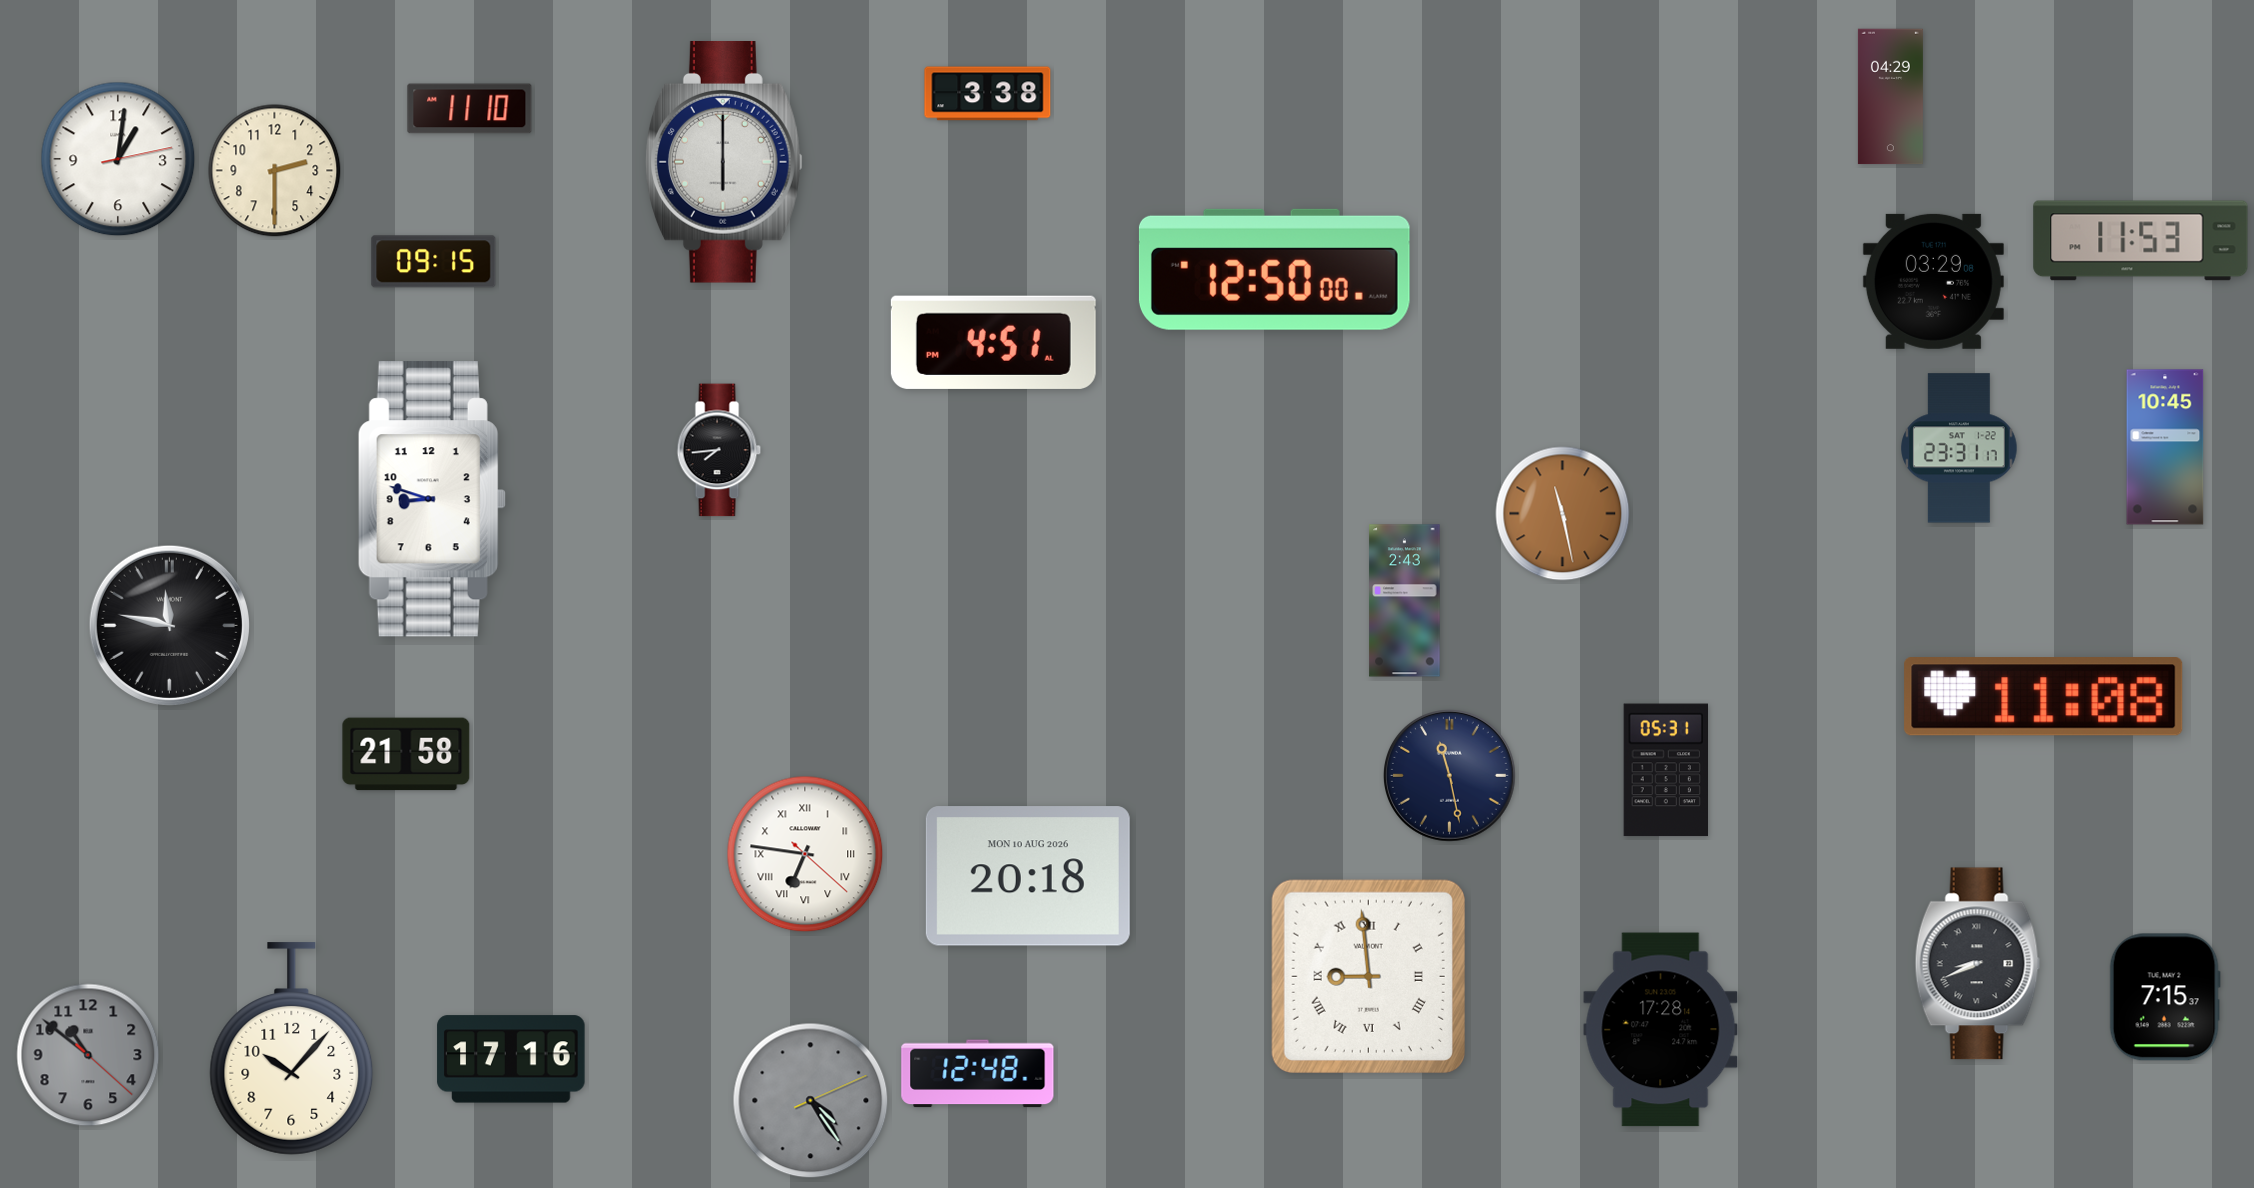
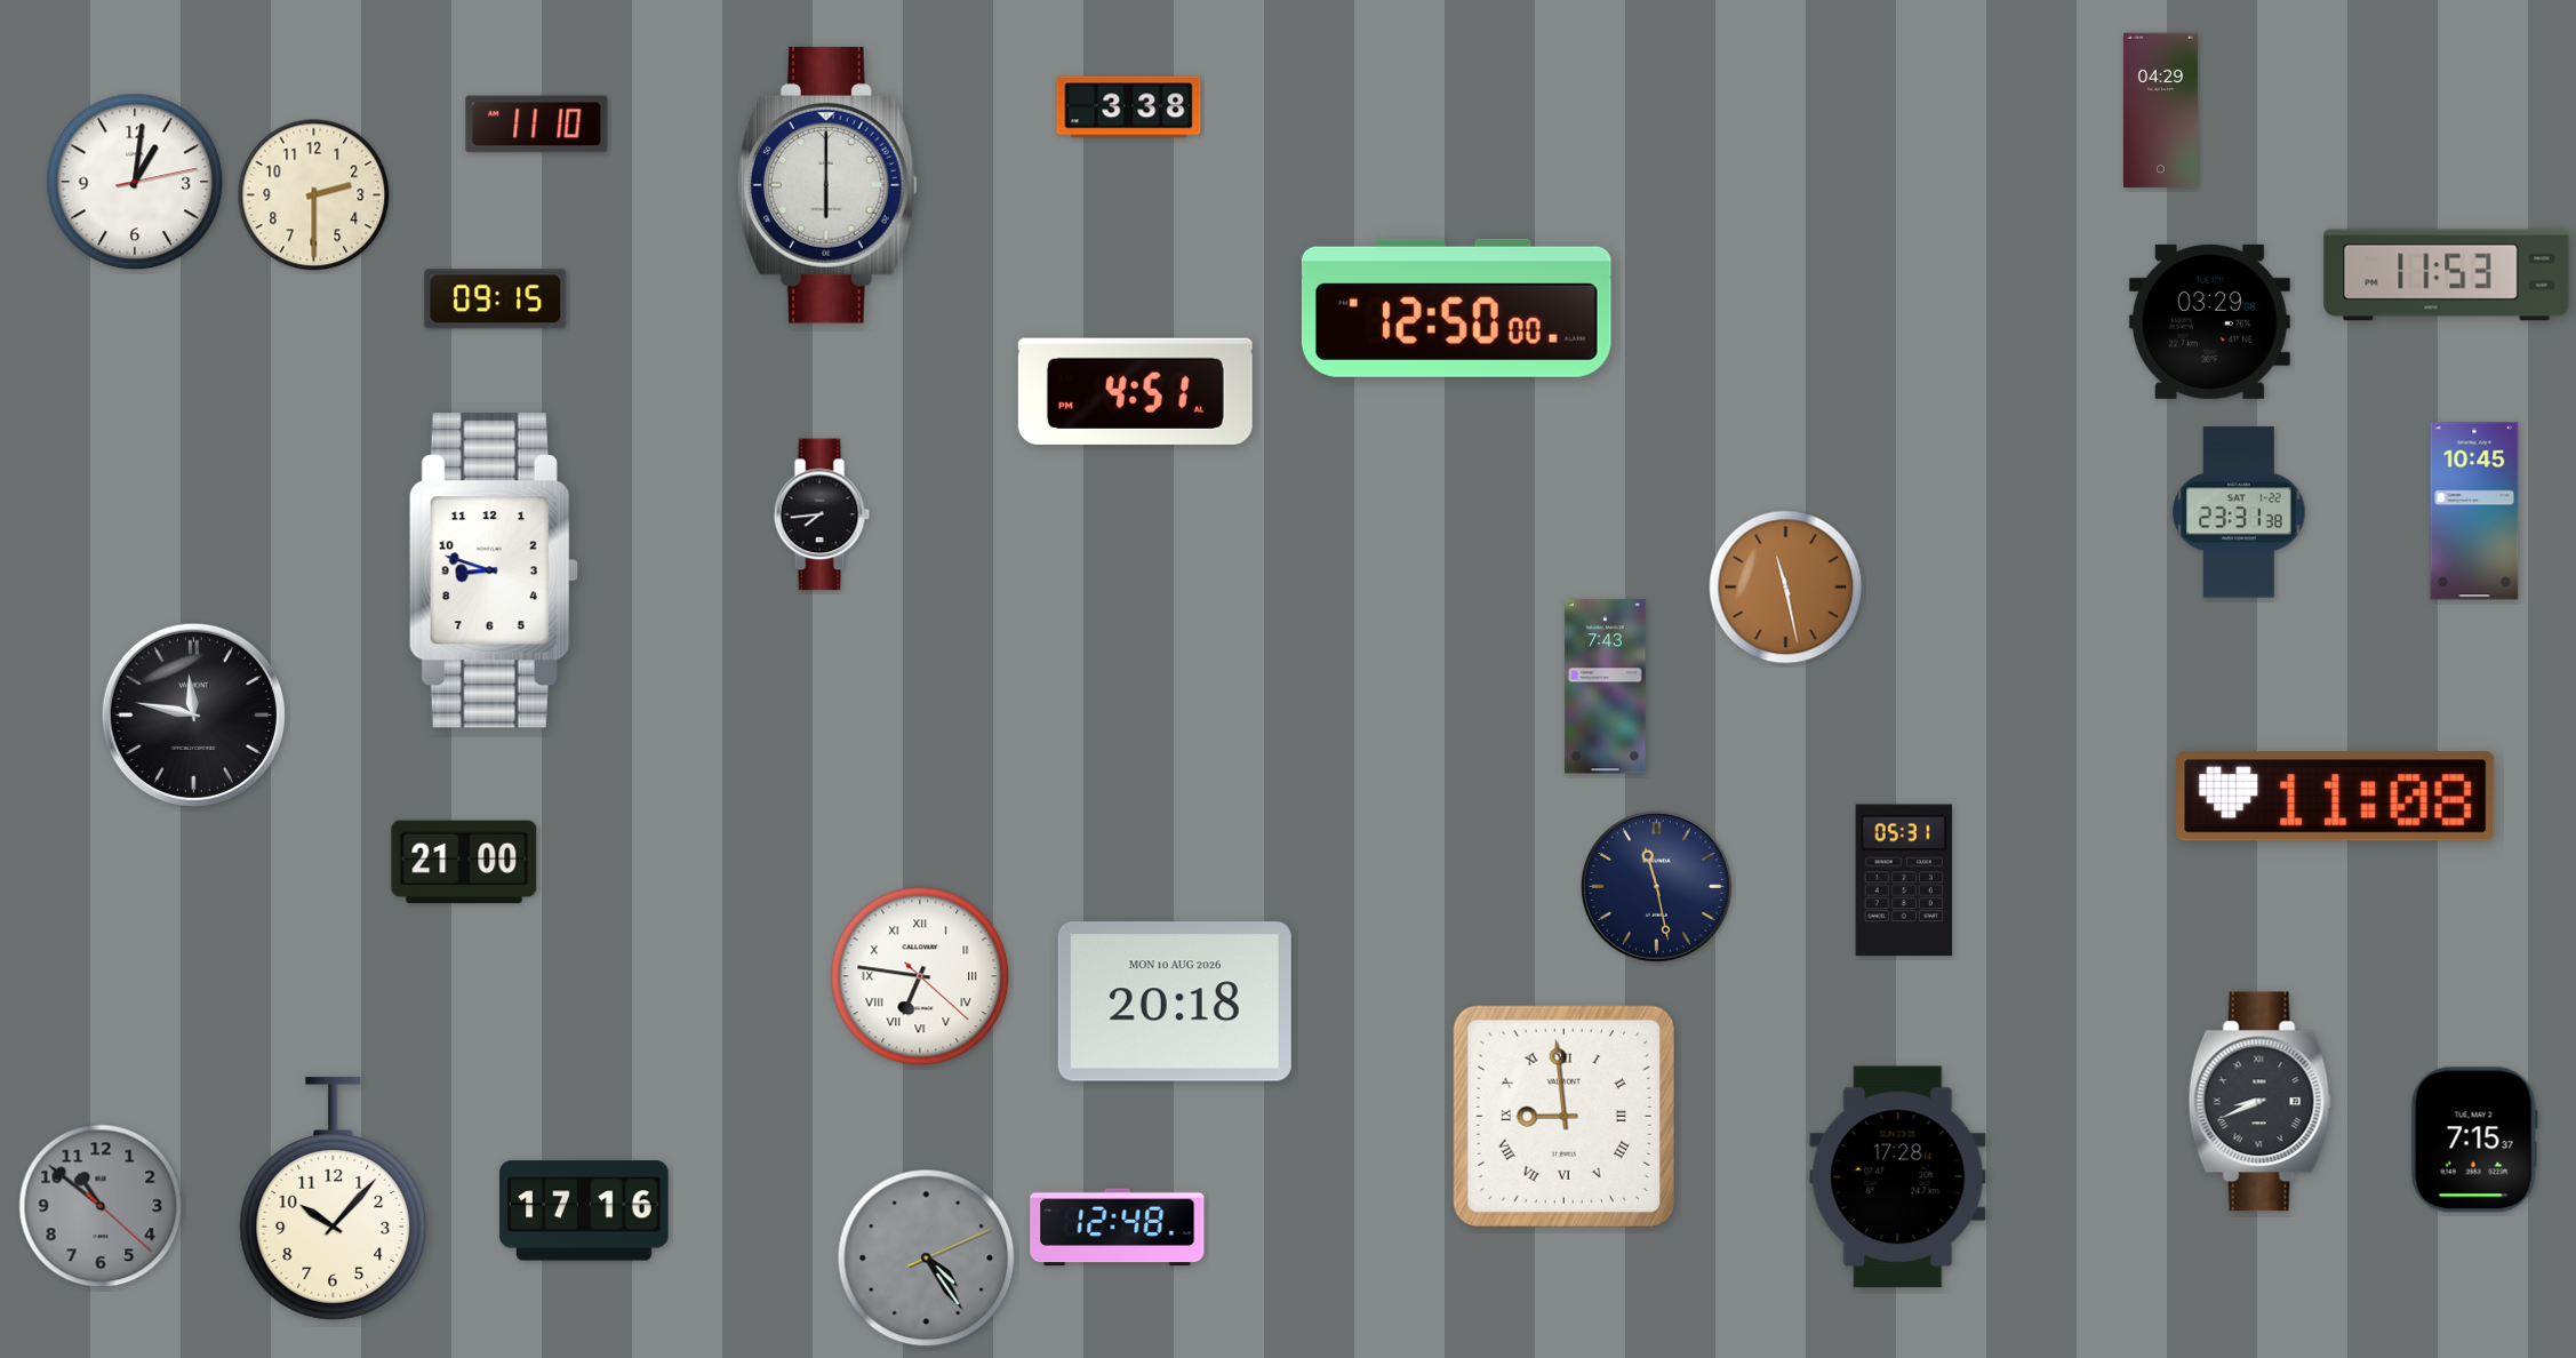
clock at (1959, 448): 23:31:17 -> 23:31:38
clock at (1405, 601): 2:43 -> 7:43
clock at (406, 754): 21:58 -> 21:00
